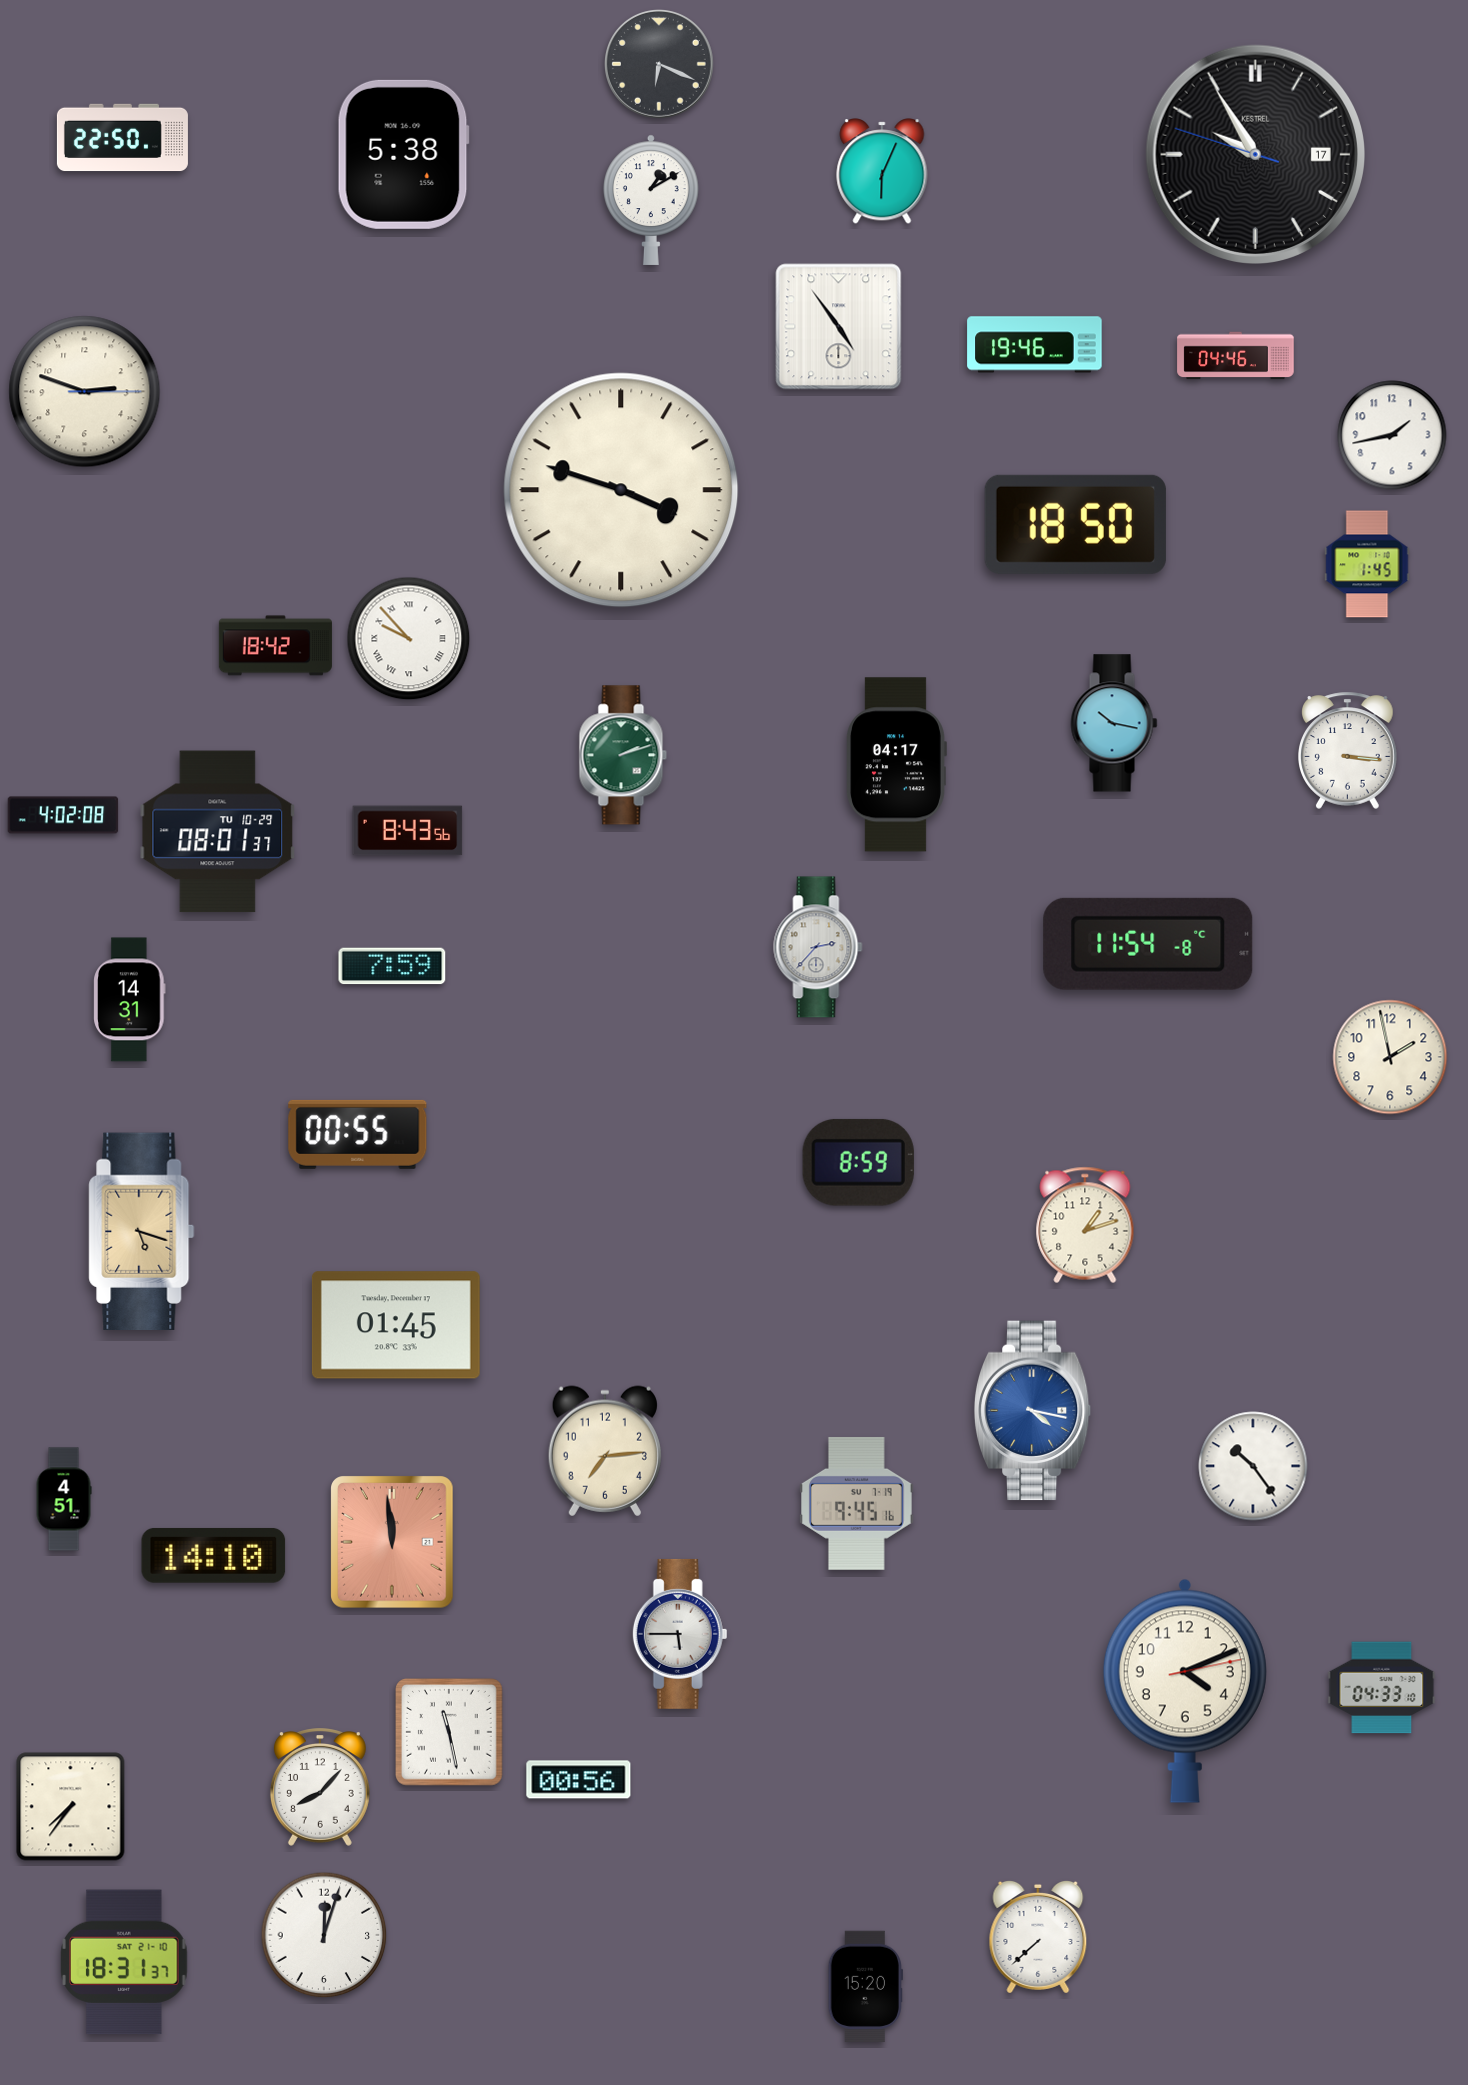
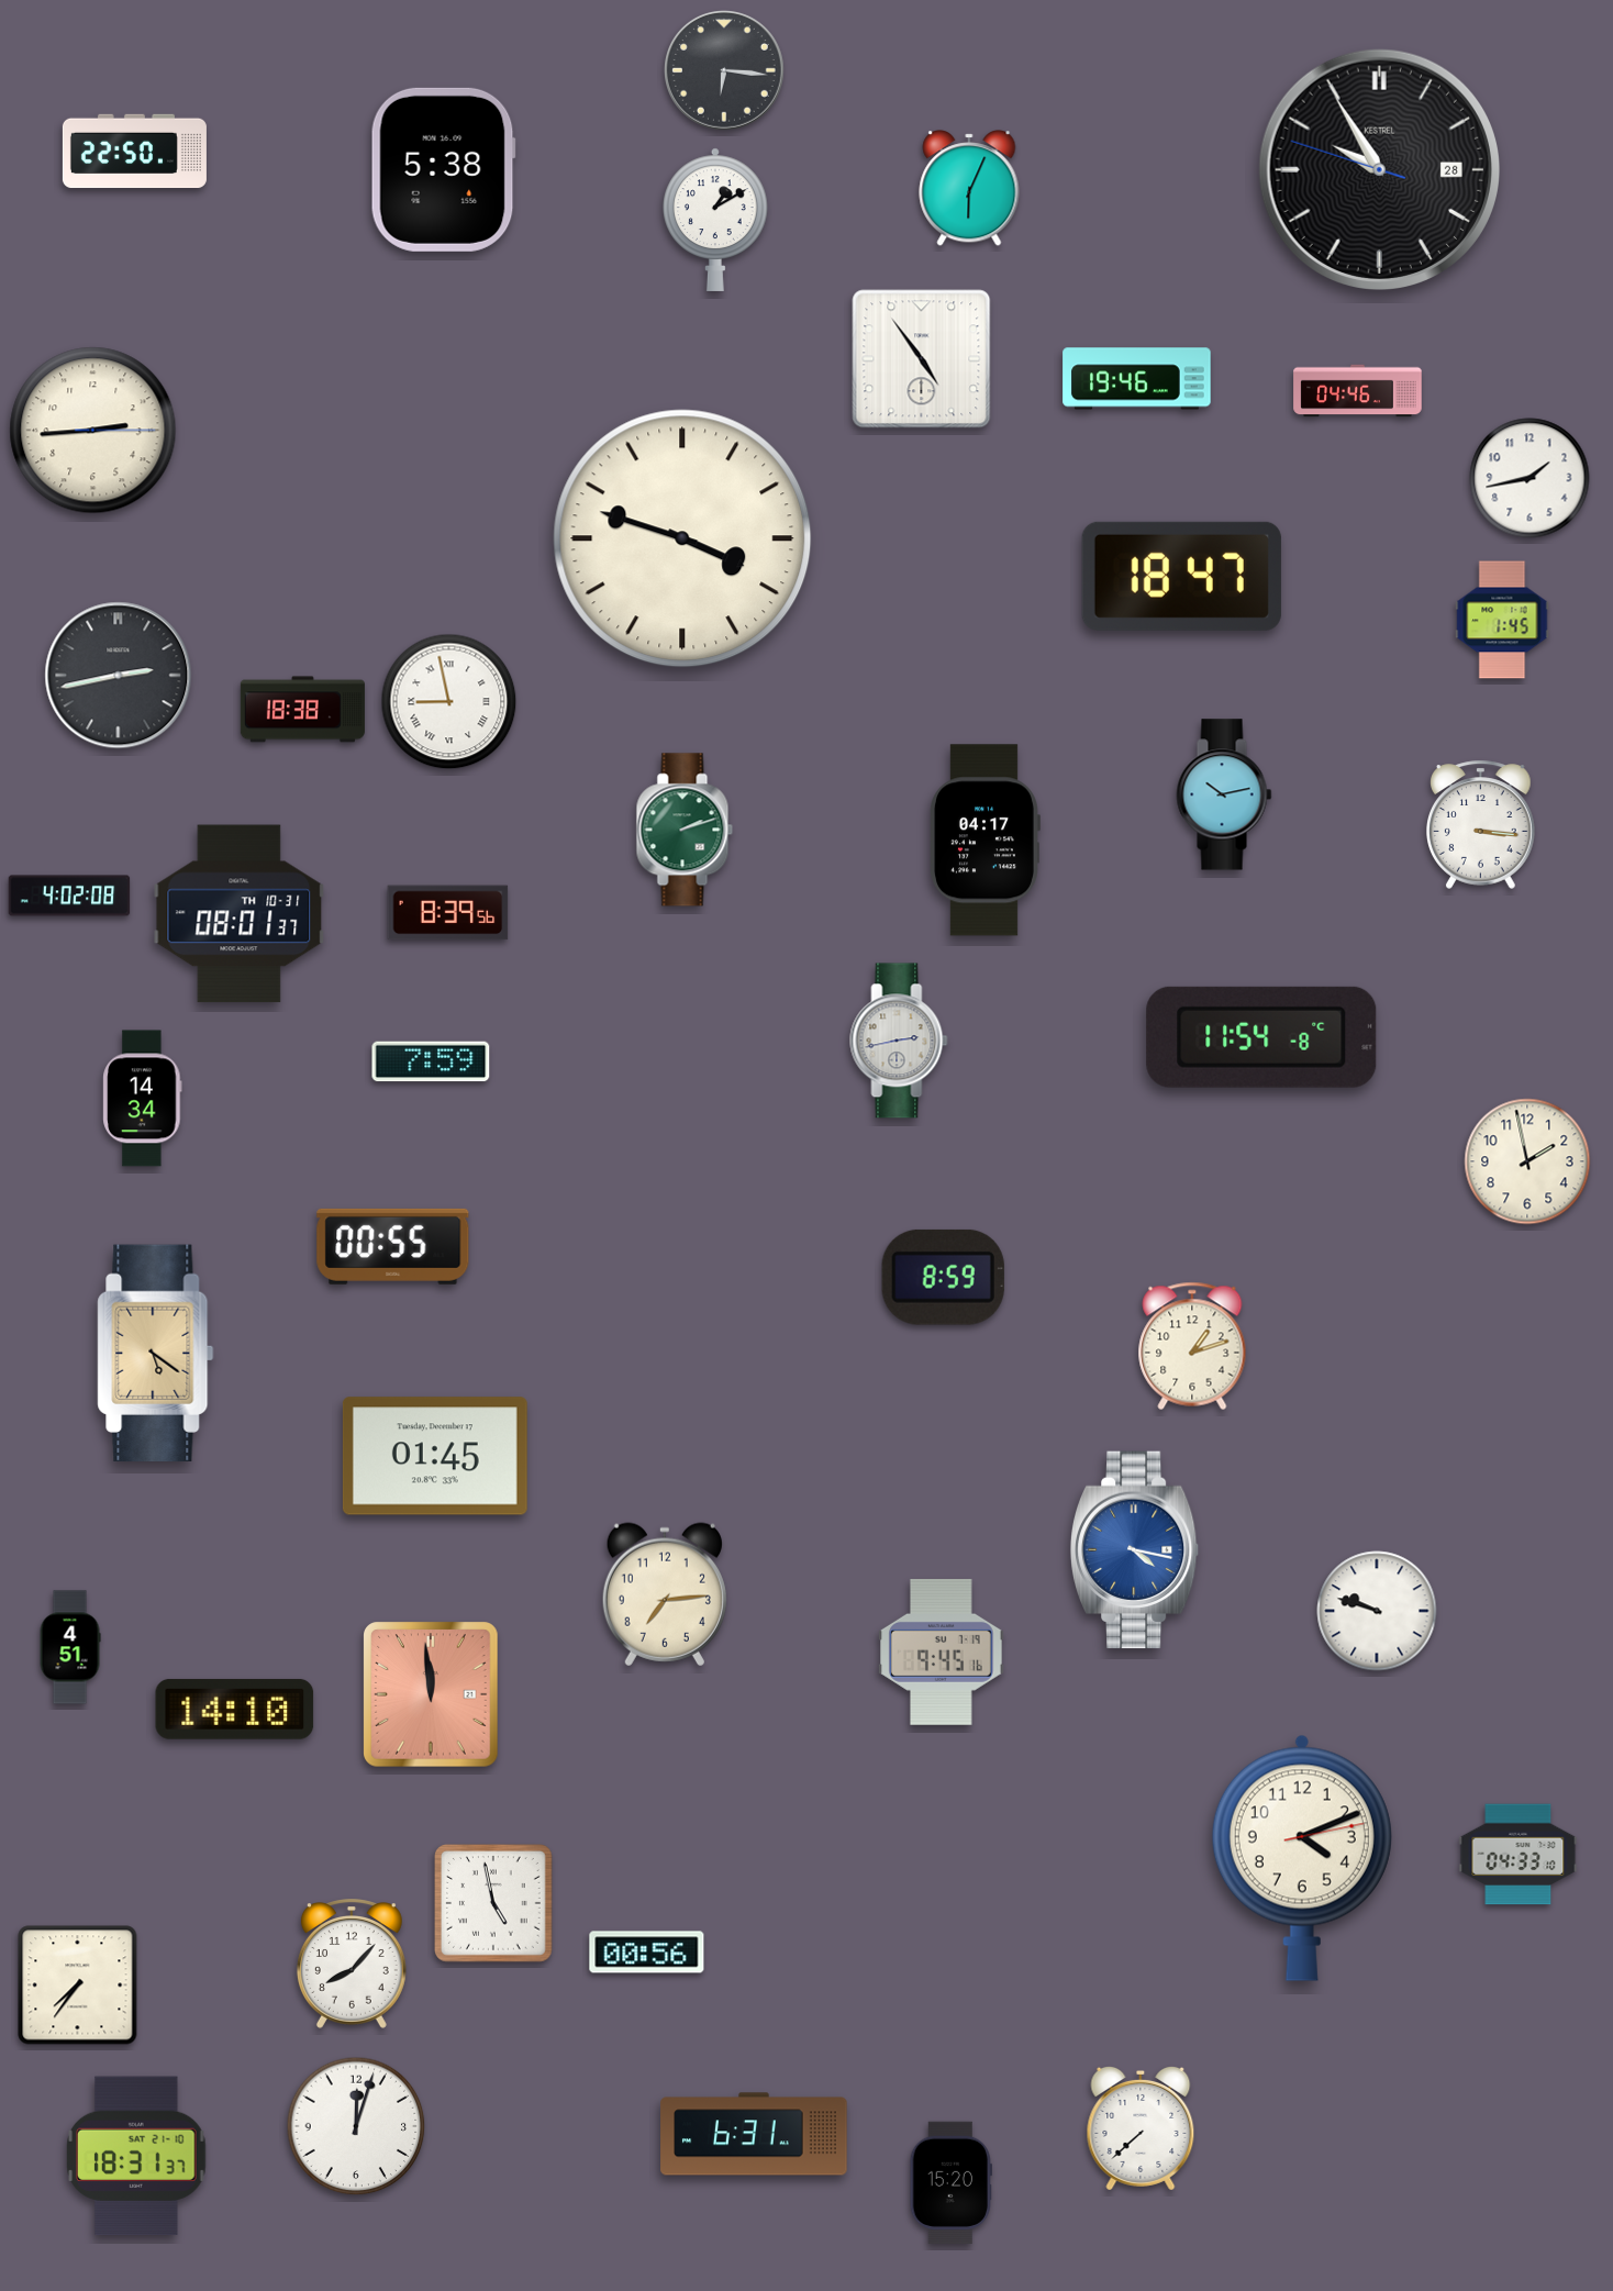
clock at (660, 65): 6:19 -> 6:16
clock at (1255, 154) date: 17 -> 28
clock at (85, 392): 2:48 -> 2:44
clock at (1075, 524): 18:50 -> 18:47
clock at (119, 676): none -> 2:43
clock at (409, 639): 9:53 -> 8:58
clock at (275, 646): 18:42 -> 18:38
clock at (1114, 723): 10:17 -> 10:13
clock at (408, 831): 8:43 -> 8:39
clock at (218, 832) date: TU 10-29 -> TH 10-31
clock at (818, 947): 2:37 -> 2:43
clock at (130, 1000): 14:31 -> 14:34
clock at (142, 1231): 5:18 -> 5:21
clock at (1253, 1466): 10:24 -> 9:48
clock at (680, 1634): 5:45 -> none
clock at (450, 1733): 11:28 -> 4:58
clock at (579, 1780) position: (579, 1780) -> (647, 1953)
clock at (754, 2134): none -> 6:31
